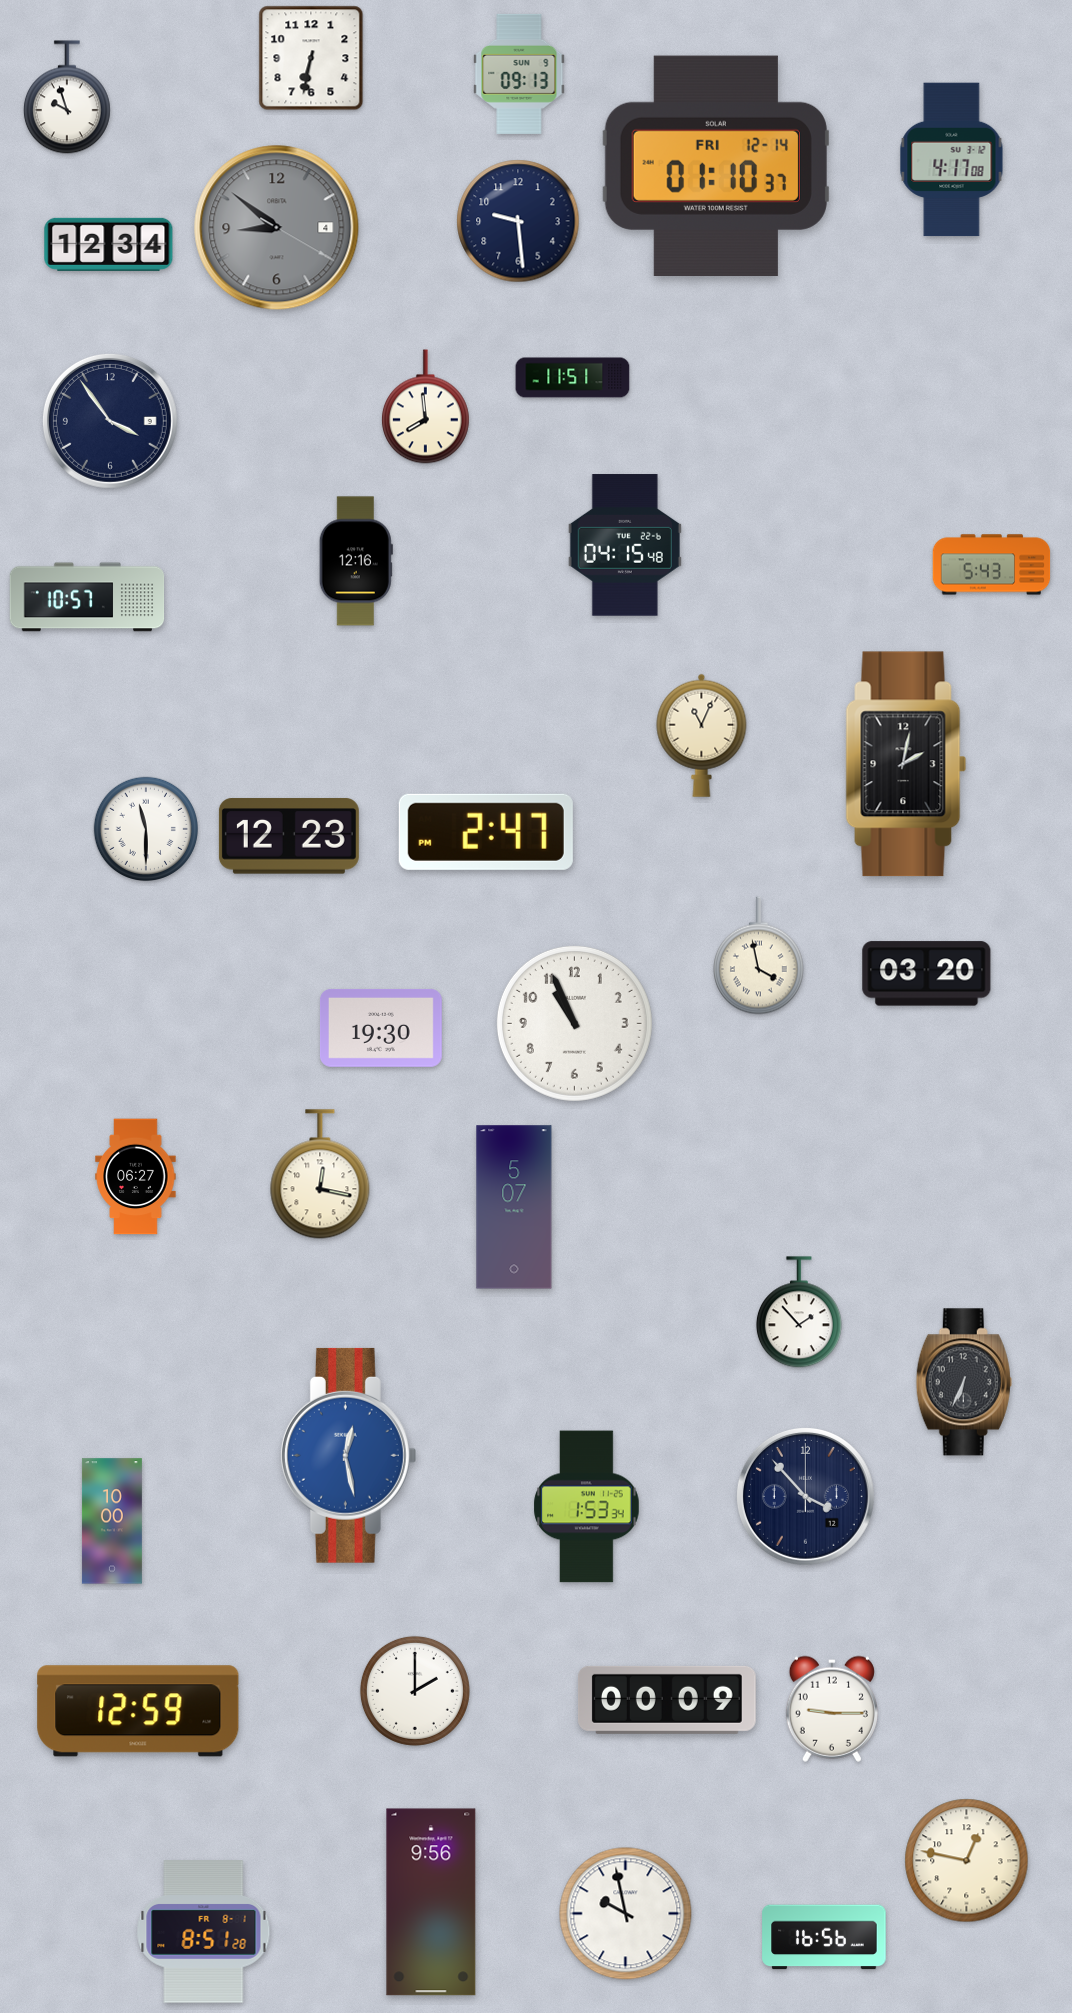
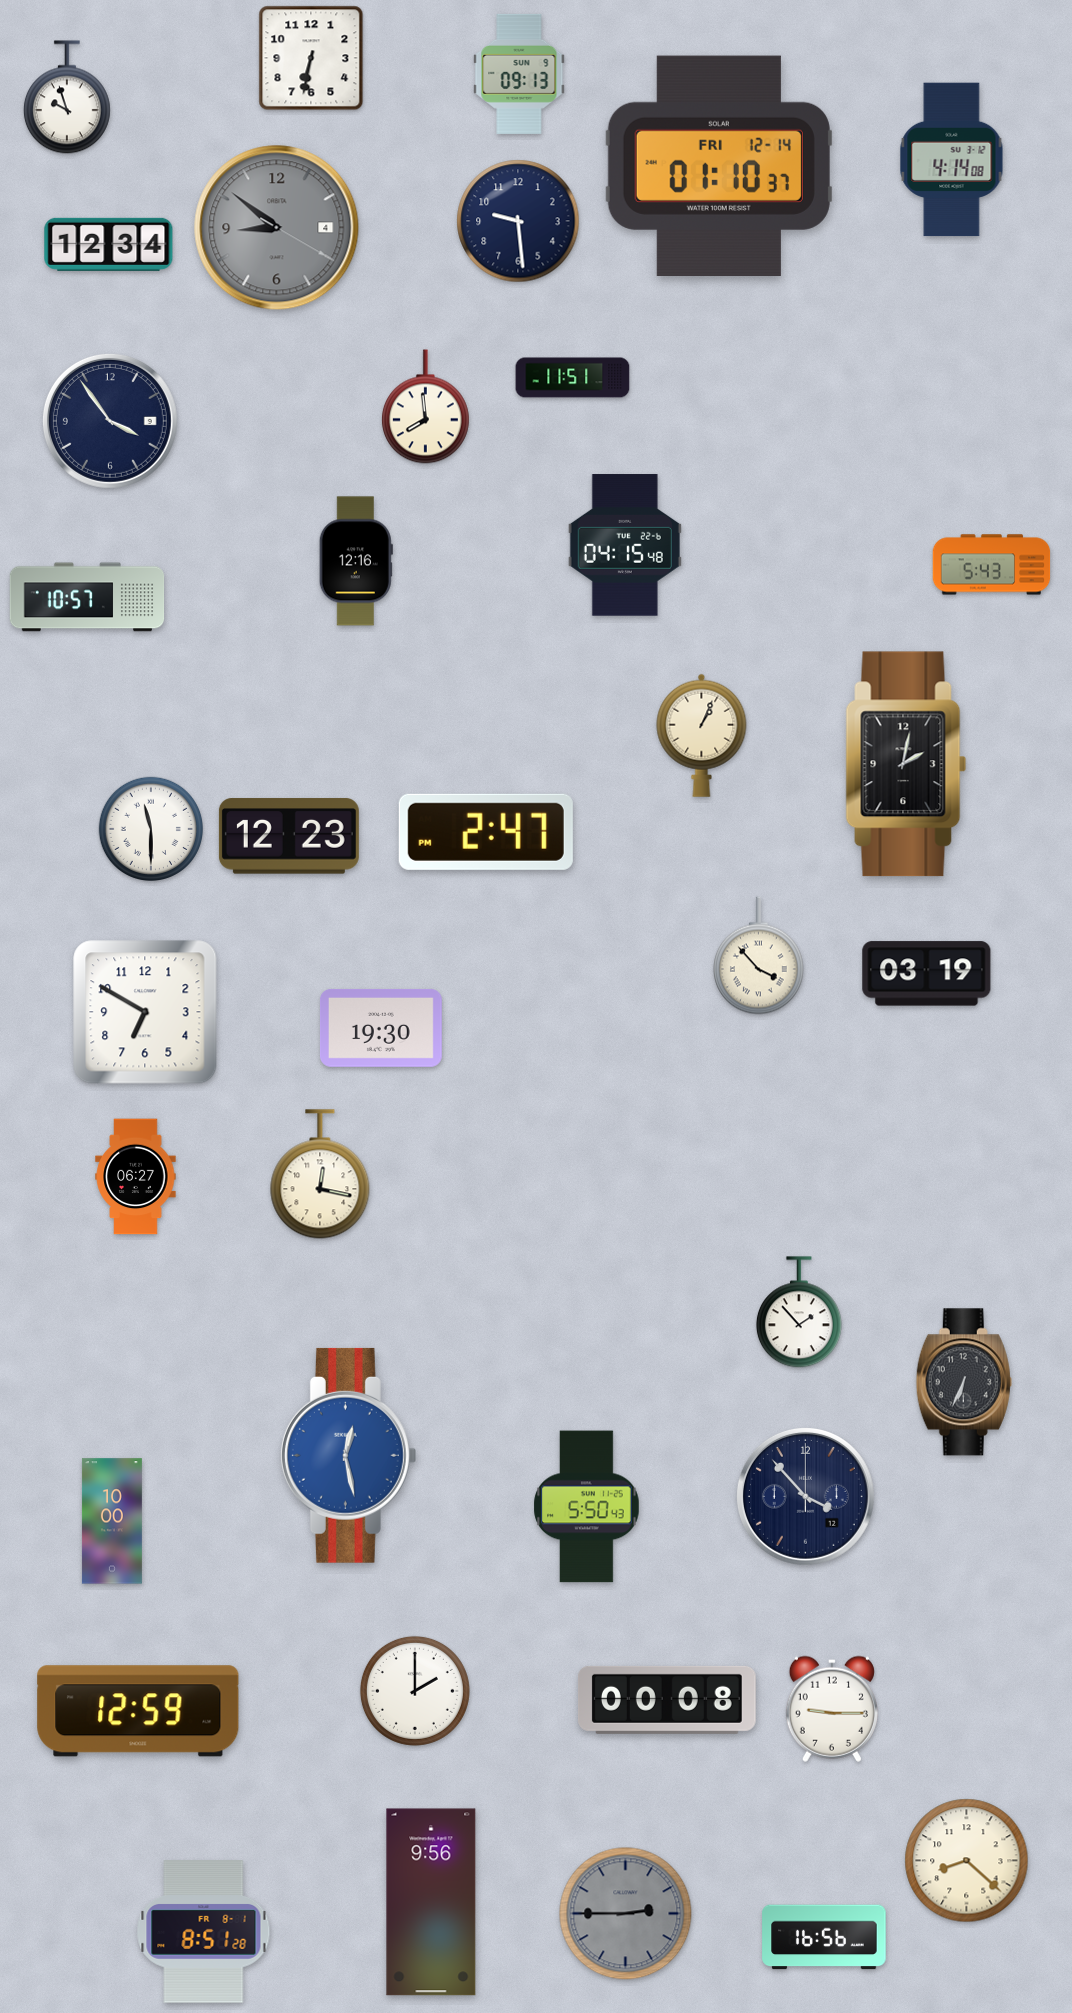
clock at (952, 160): 4:17 -> 4:14
clock at (716, 166) position: (716, 166) -> (719, 166)
clock at (702, 735): 11:04 -> 1:04
clock at (145, 828) position: (145, 828) -> (150, 828)
clock at (759, 956): 3:58 -> 3:53
clock at (927, 974): 03:20 -> 03:19
clock at (145, 1012): none -> 6:50
clock at (574, 1023): 10:56 -> none
clock at (514, 1207): 5:07 -> none
clock at (587, 1507): 1:53 -> 5:50
clock at (667, 1700): 00:09 -> 00:08
clock at (967, 1861): 12:47 -> 8:22
clock at (626, 1914): 9:58 -> 2:45
clock at (626, 1914) dial: white -> grey
